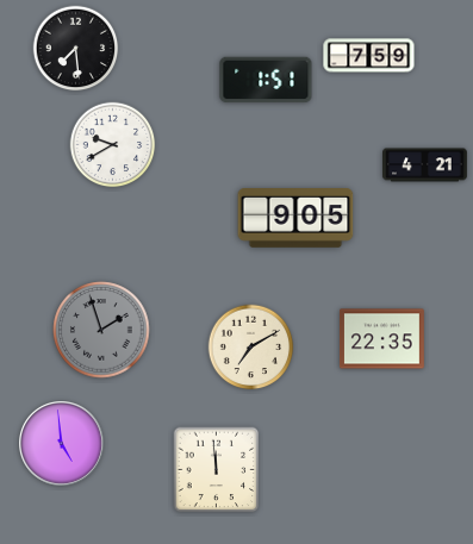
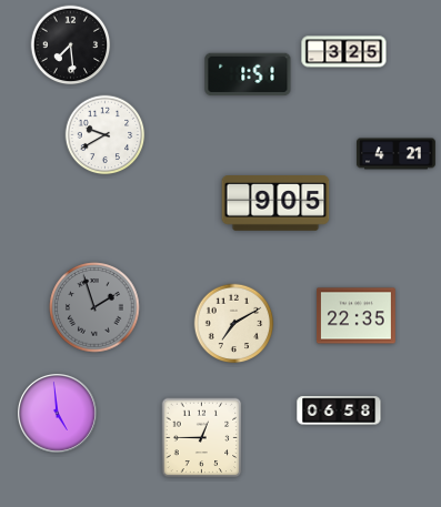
clock at (369, 56): 7:59 -> 3:25
clock at (339, 410): none -> 06:58
clock at (217, 470): 11:59 -> 12:45
